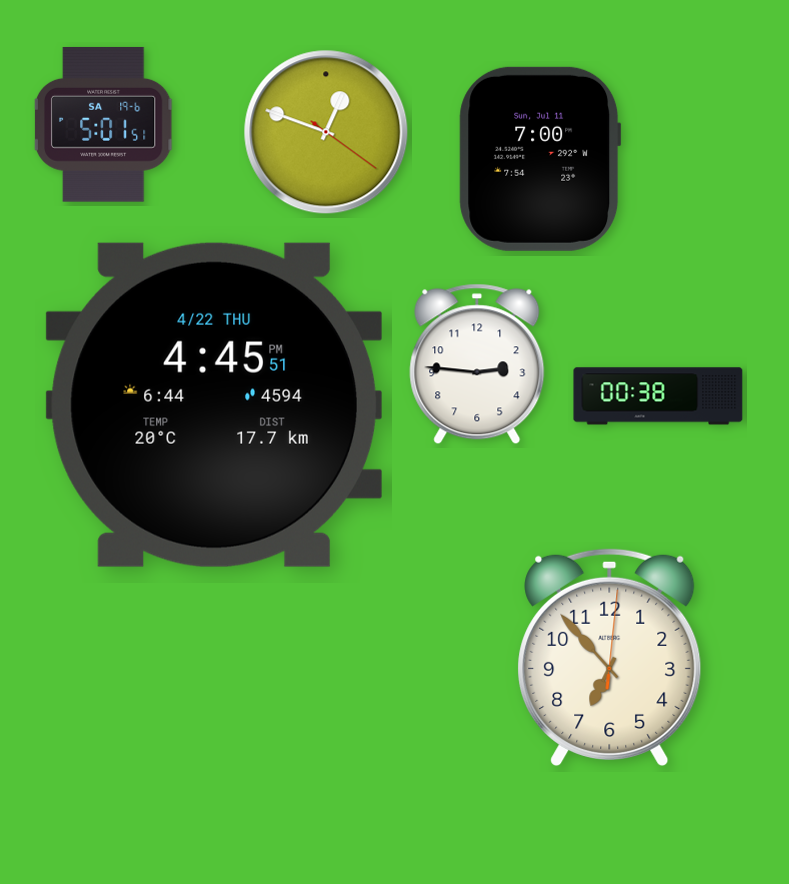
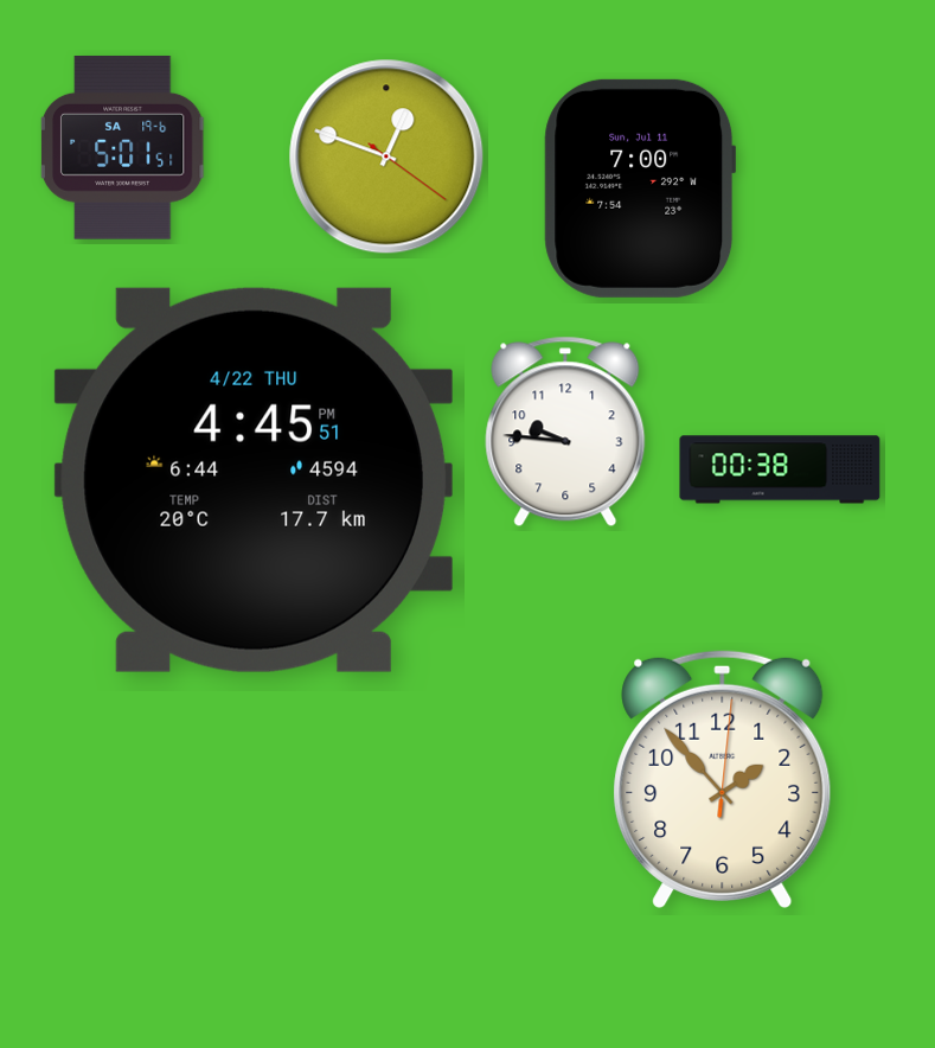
clock at (477, 364): 2:46 -> 9:46
clock at (610, 657): 6:53 -> 1:53
